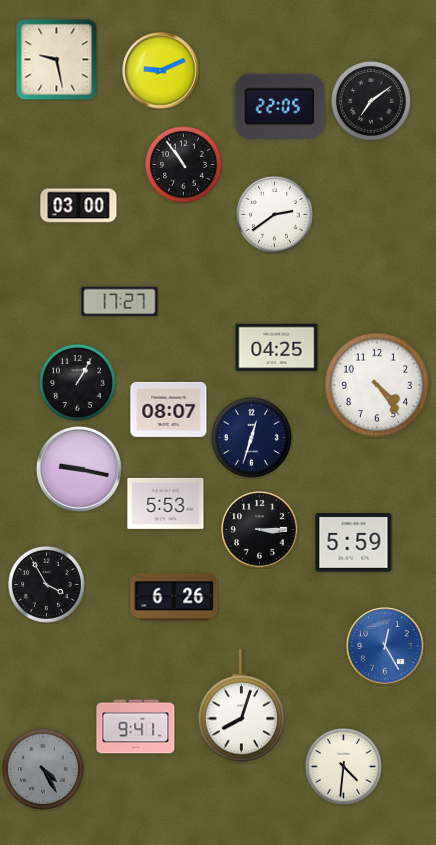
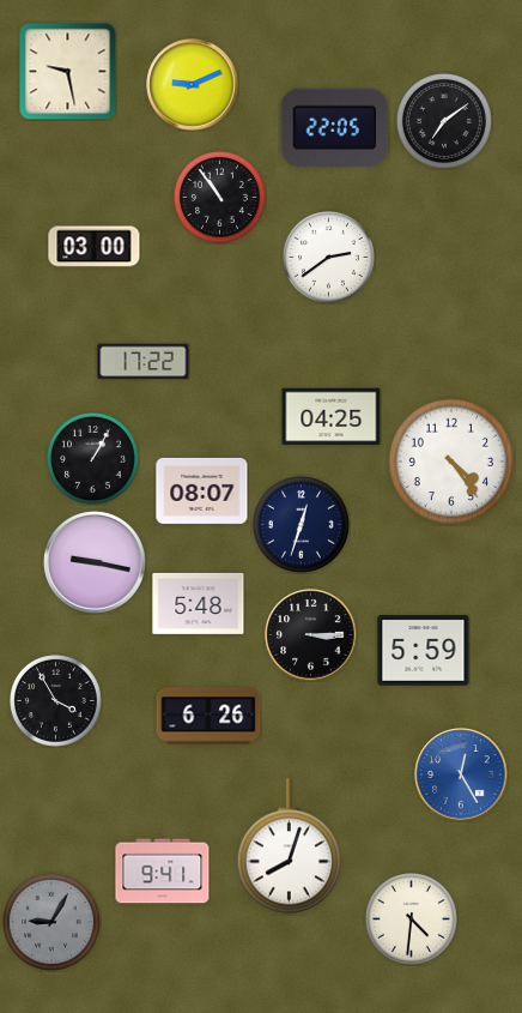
clock at (120, 302): 17:27 -> 17:22
clock at (166, 503): 5:53 -> 5:48
clock at (43, 769): 4:25 -> 9:05
